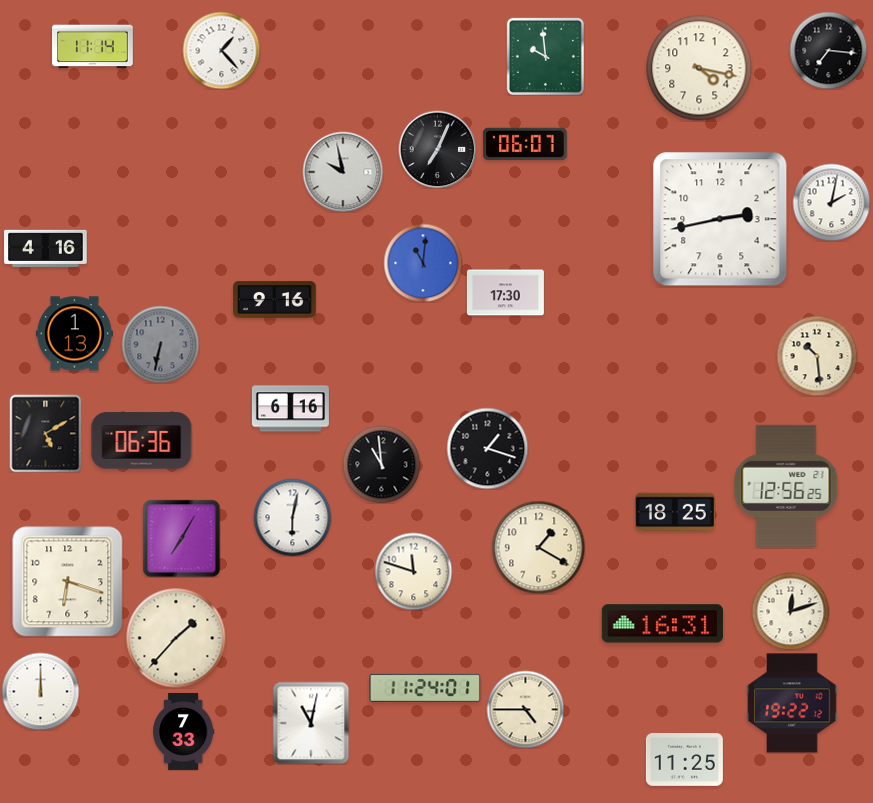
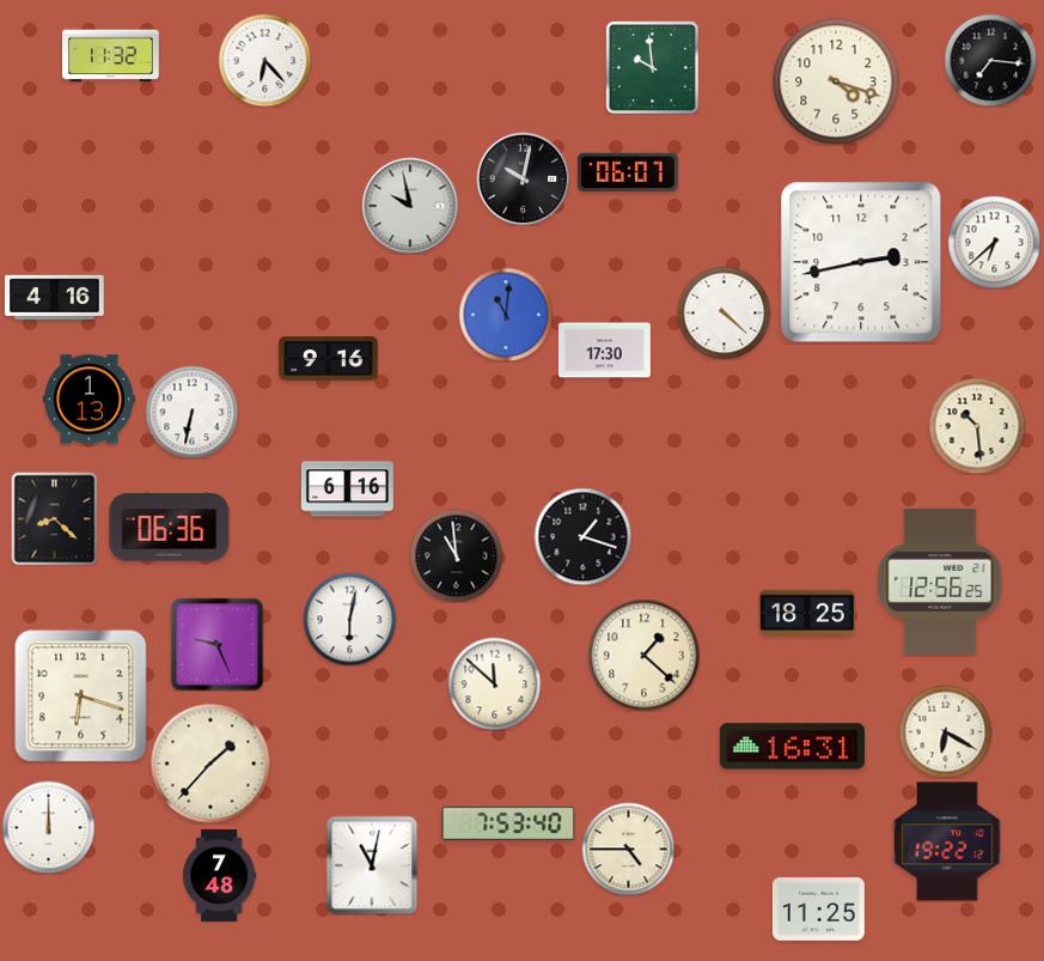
clock at (93, 47): 11:14 -> 11:32
clock at (221, 50): 1:23 -> 6:23
clock at (699, 68): 4:17 -> 4:18
clock at (437, 149): 7:04 -> 10:02
clock at (831, 202): 2:02 -> 6:38
clock at (724, 312): none -> 4:22
clock at (160, 344) dial: grey -> white
clock at (46, 433): 5:10 -> 8:22
clock at (181, 538): 7:05 -> 9:26
clock at (538, 547): 1:20 -> 1:22
clock at (413, 571): 11:48 -> 11:52
clock at (790, 611): 12:12 -> 6:20
clock at (425, 688): 11:24 -> 7:53
clock at (184, 731): 7:33 -> 7:48
